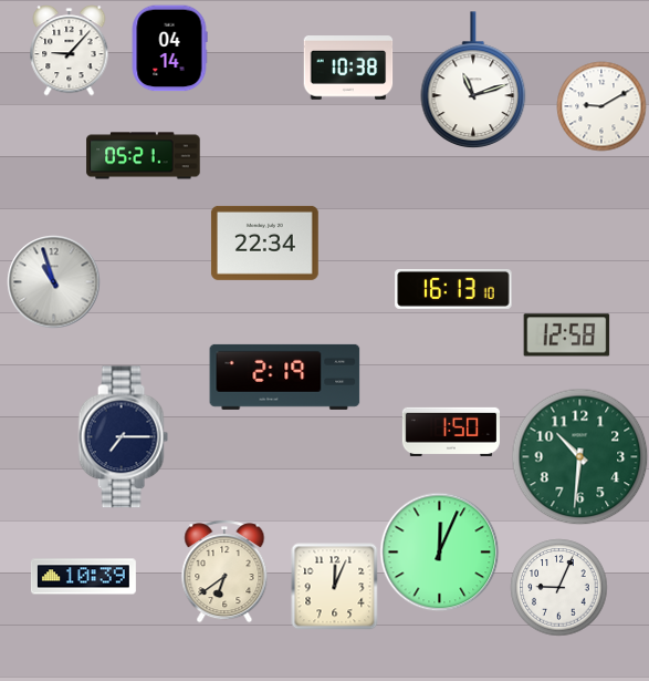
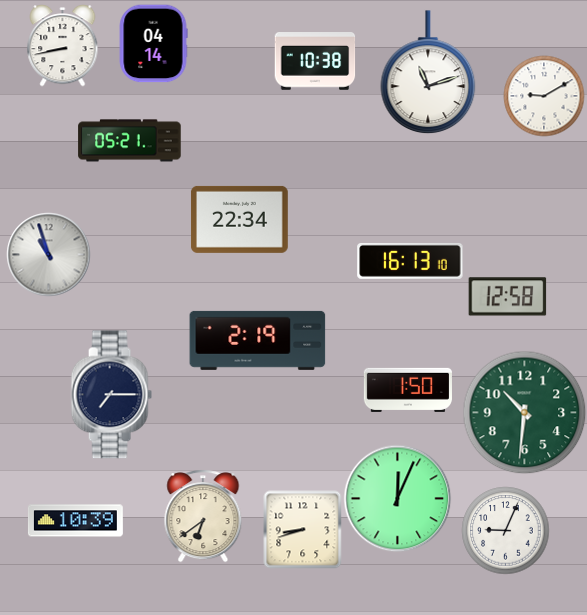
clock at (70, 51): 9:07 -> 8:43
clock at (566, 336) position: (566, 336) -> (507, 297)
clock at (334, 586): 12:04 -> 8:42
